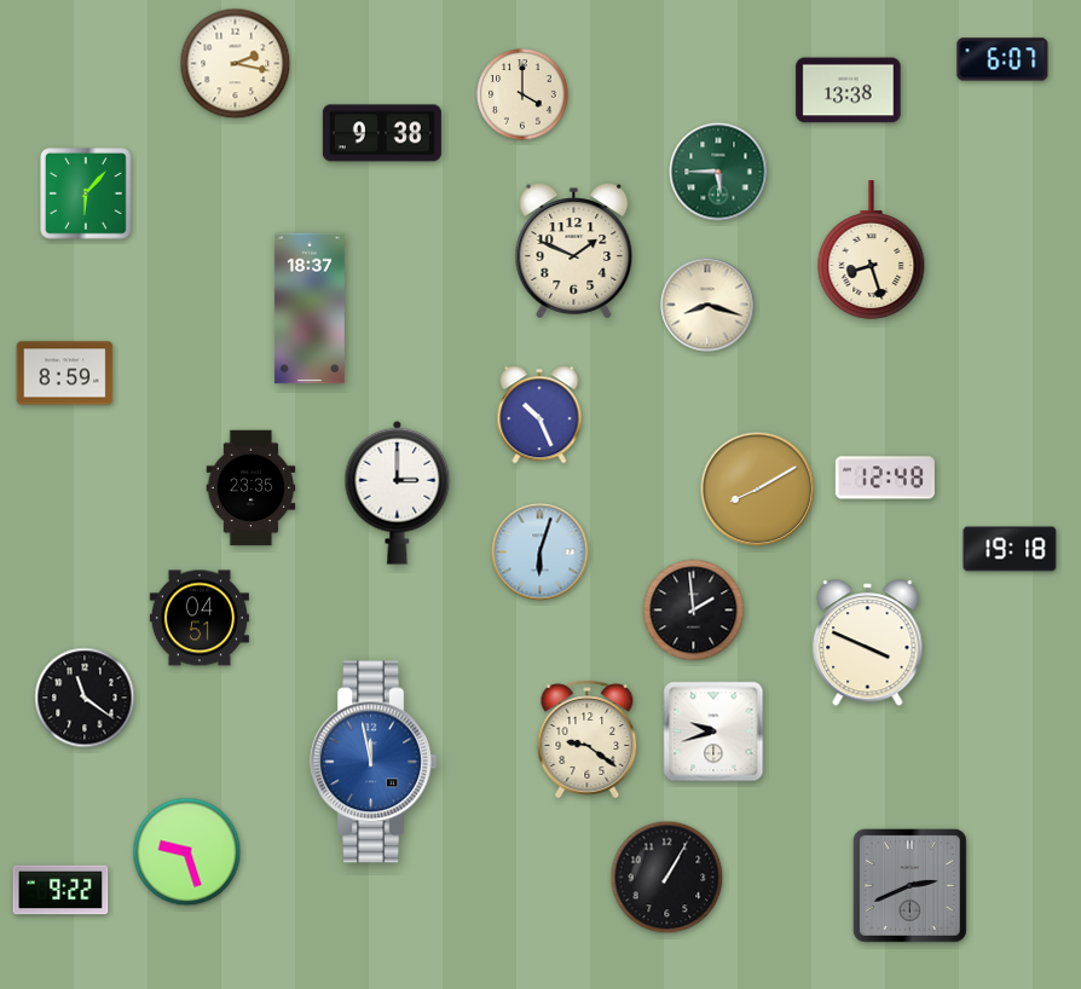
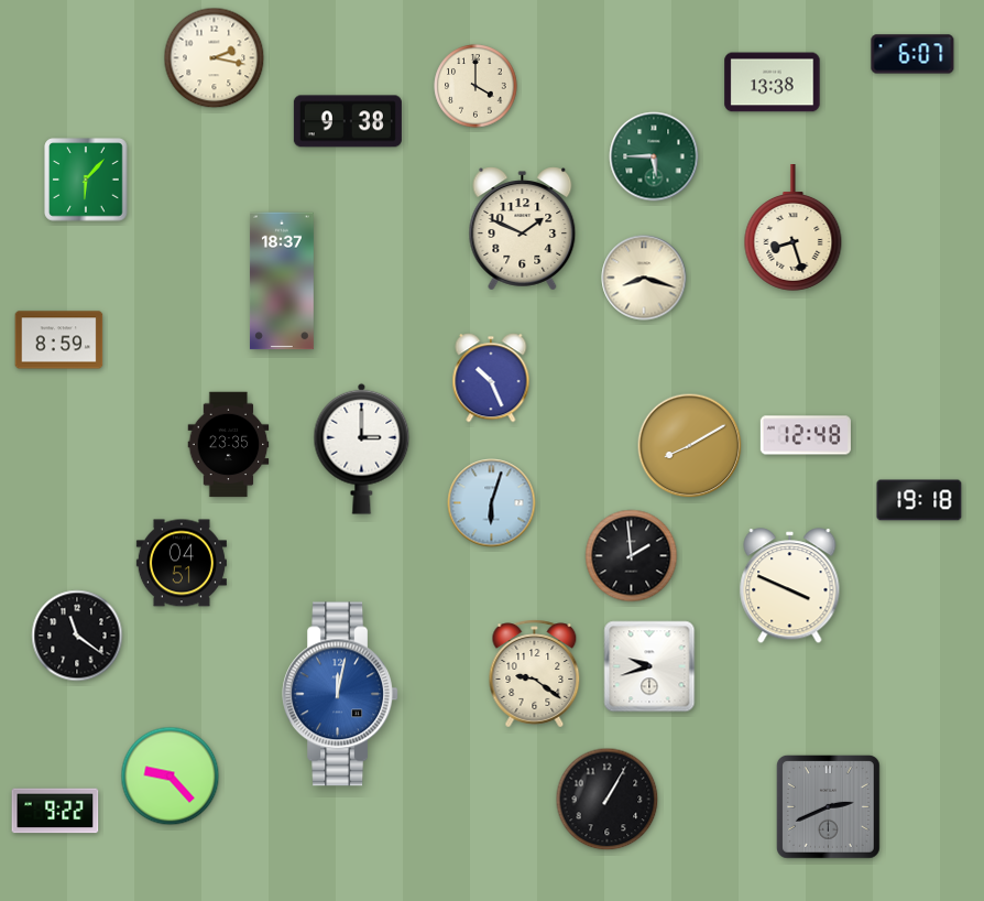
clock at (86, 193) position: (86, 193) -> (86, 180)
clock at (374, 762): 11:58 -> 12:02
clock at (187, 852): 9:27 -> 9:23
